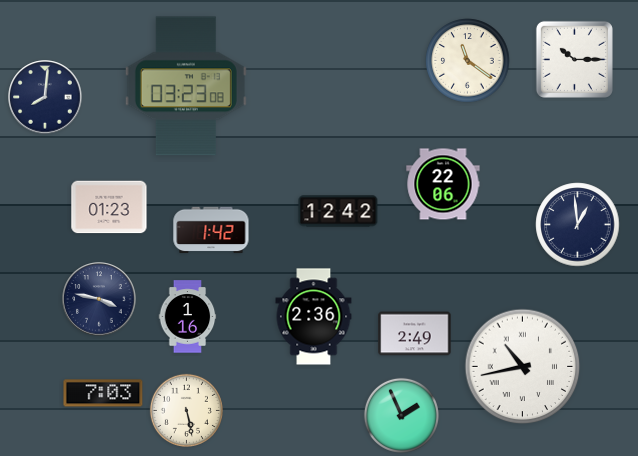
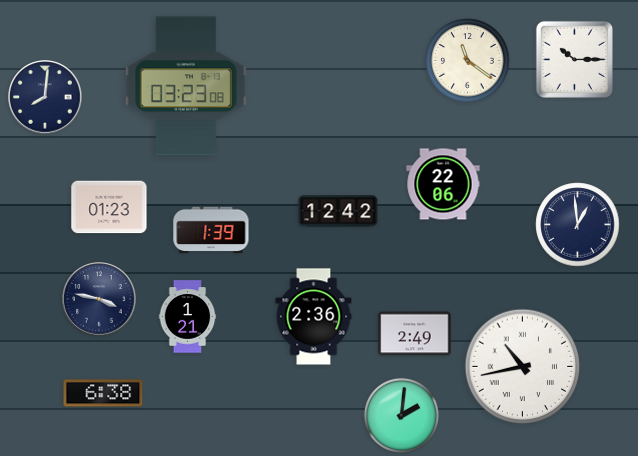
clock at (211, 230): 1:42 -> 1:39
clock at (188, 317): 1:16 -> 1:21
clock at (103, 393): 7:03 -> 6:38
clock at (186, 410): 5:28 -> none
clock at (401, 415): 1:56 -> 2:01
